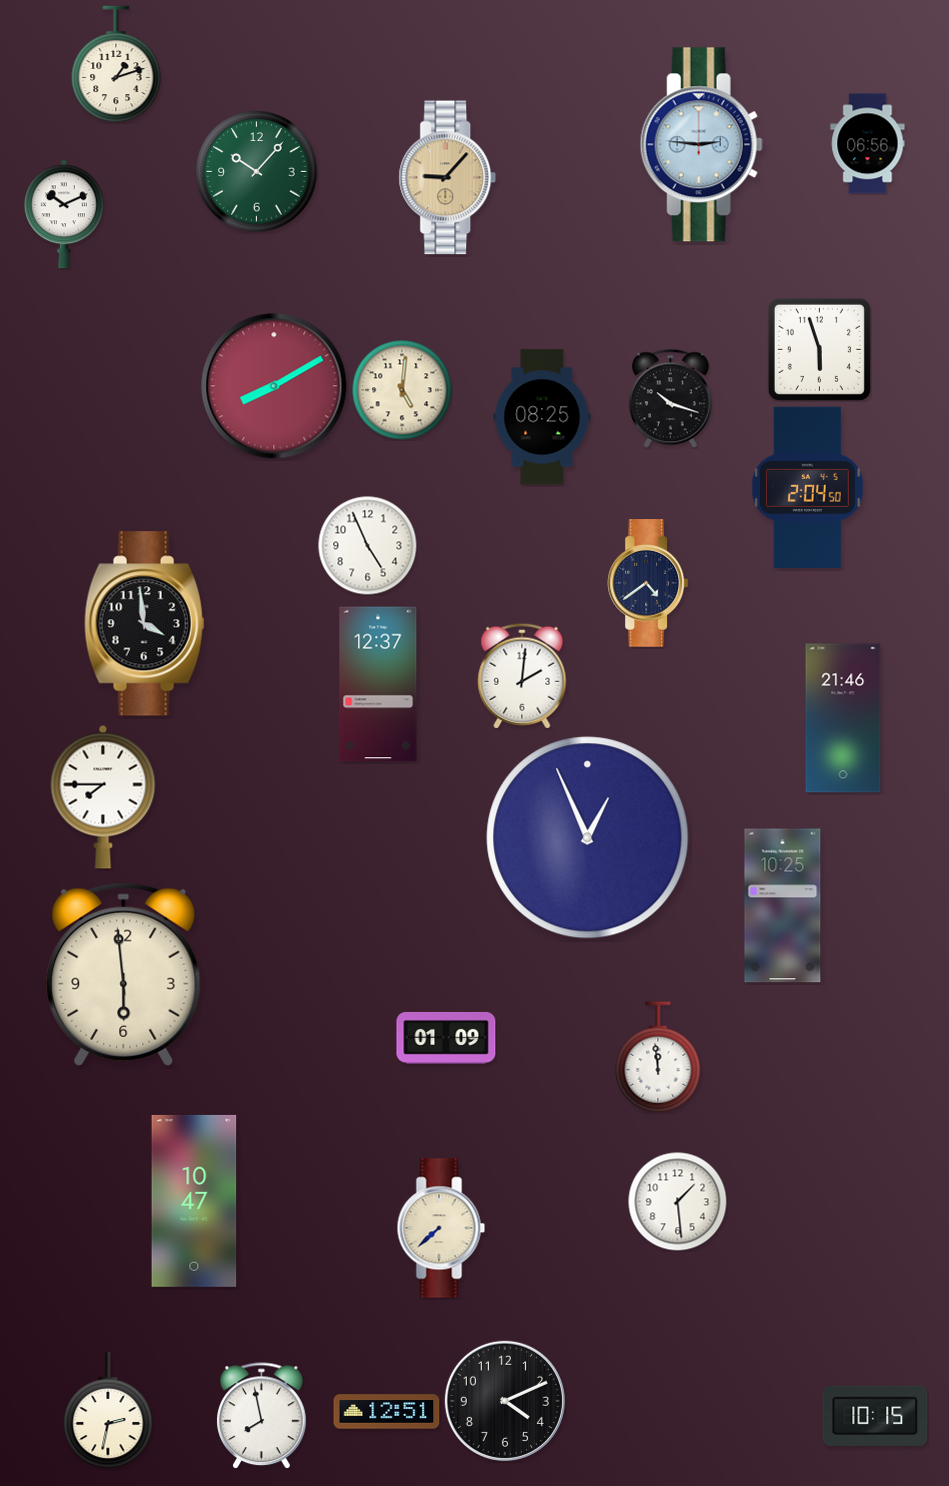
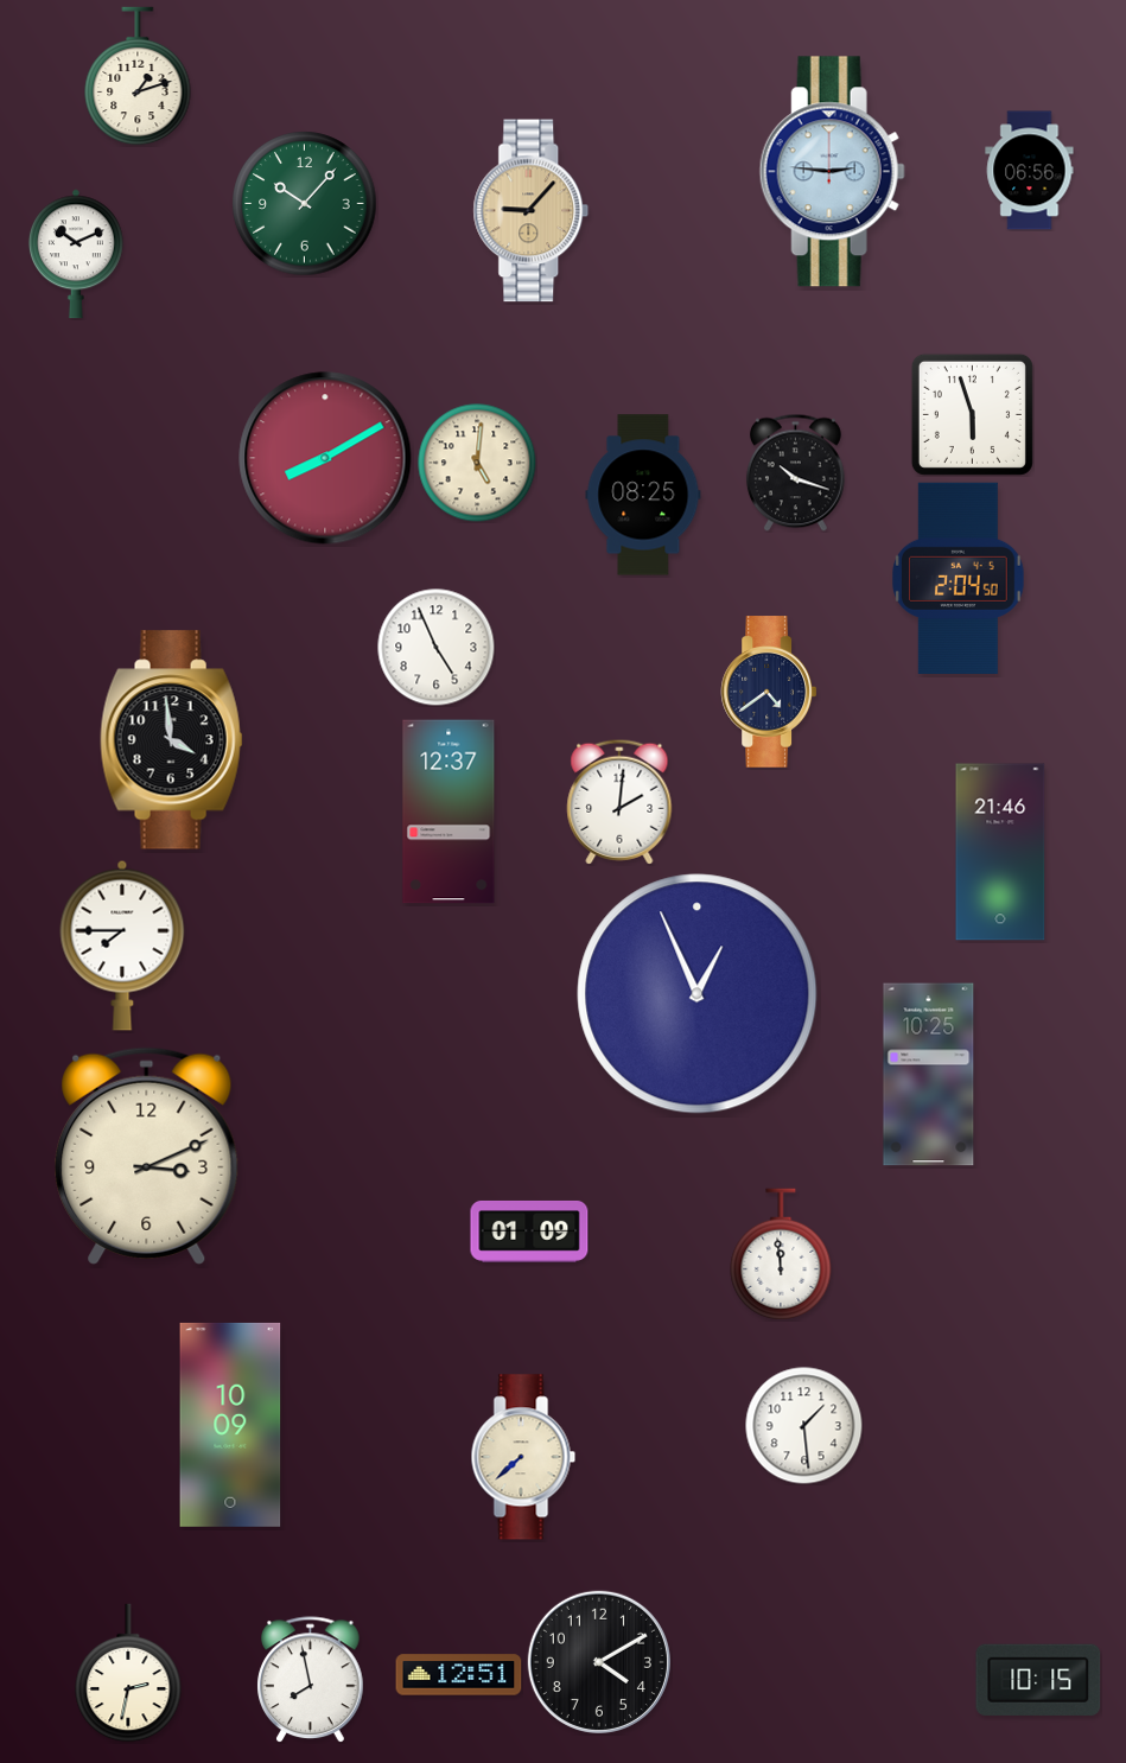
clock at (124, 974): 5:59 -> 3:11
clock at (194, 1201): 10:47 -> 10:09
clock at (505, 1401): 4:11 -> 4:10
